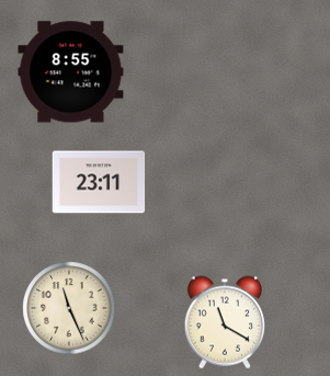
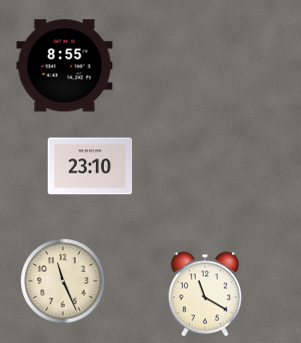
clock at (99, 182): 23:11 -> 23:10
